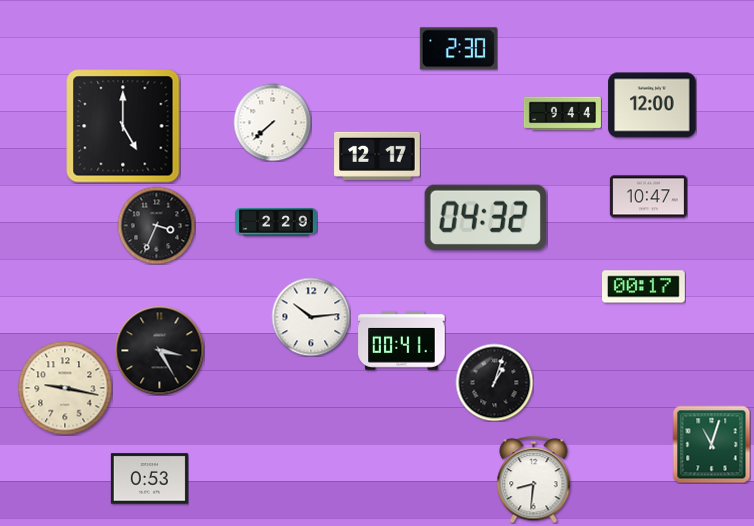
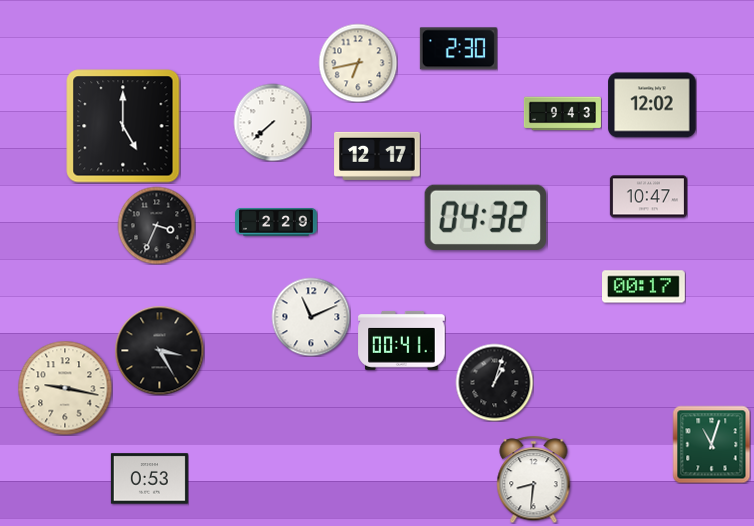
clock at (358, 63): none -> 6:43
clock at (652, 105): 12:00 -> 12:02
clock at (562, 114): 9:44 -> 9:43
clock at (311, 317): 10:14 -> 11:11
